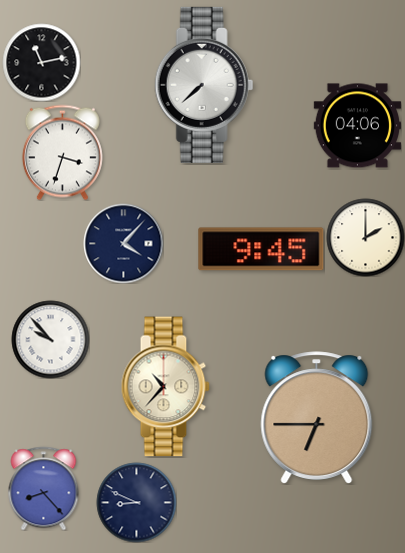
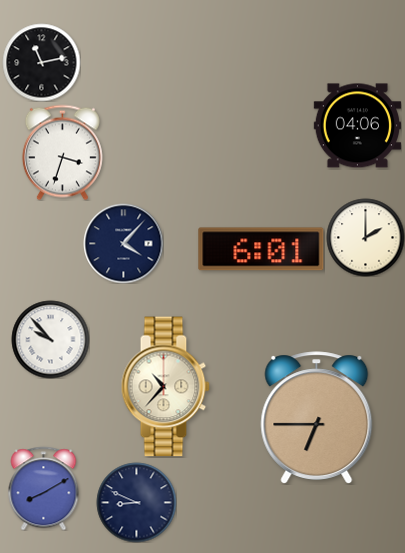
clock at (204, 85): 7:38 -> none
clock at (261, 249): 9:45 -> 6:01
clock at (44, 488): 8:23 -> 8:10
